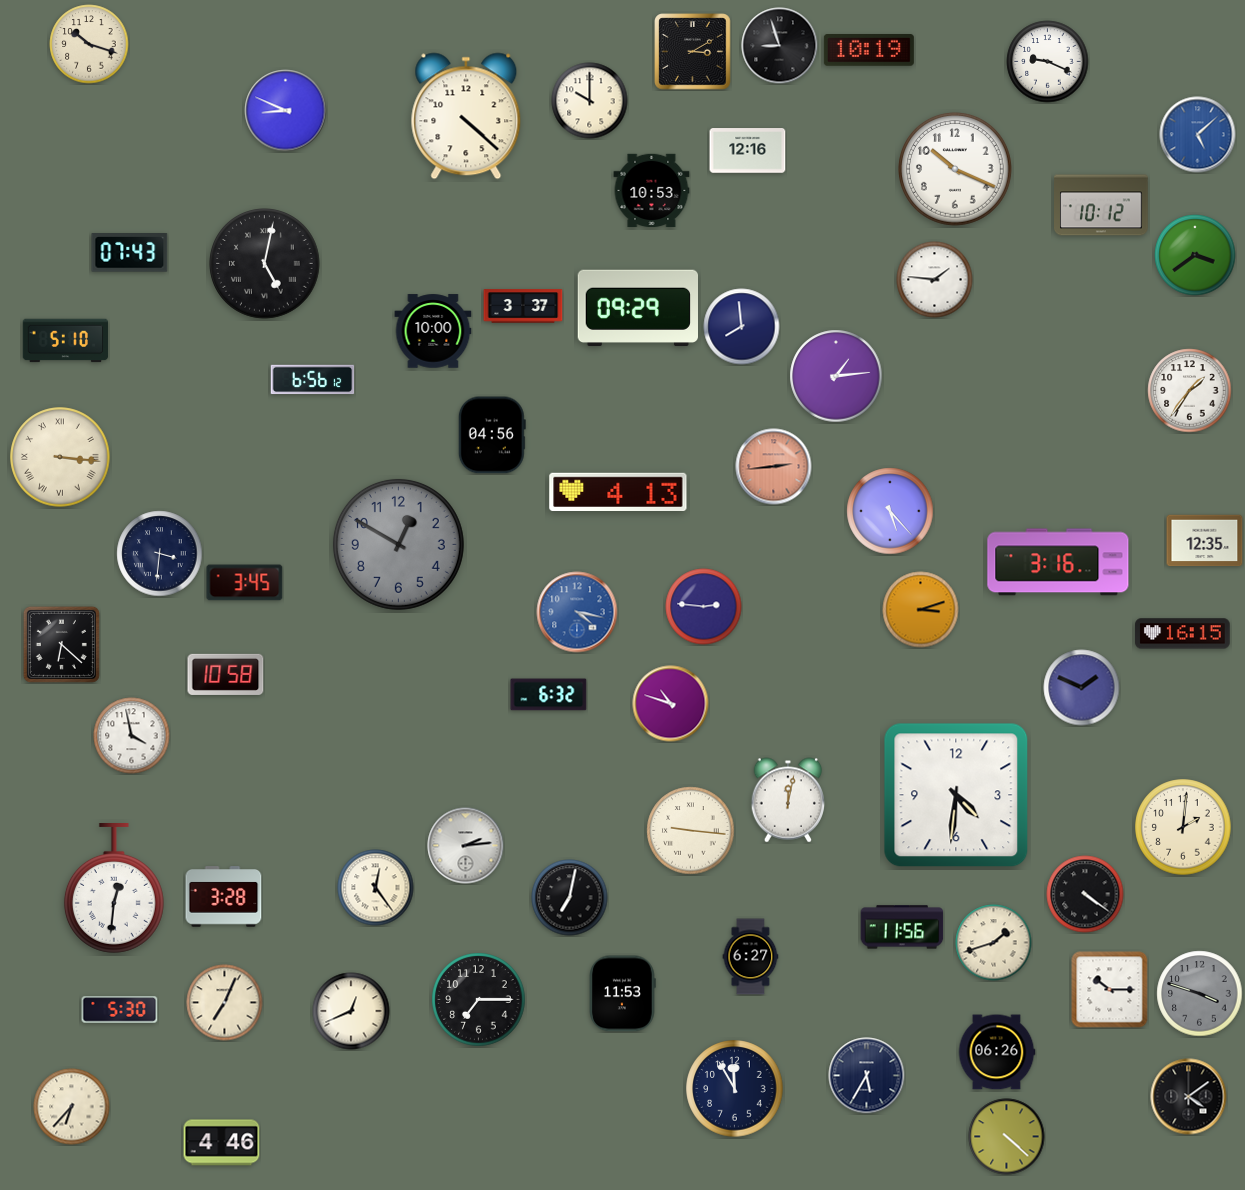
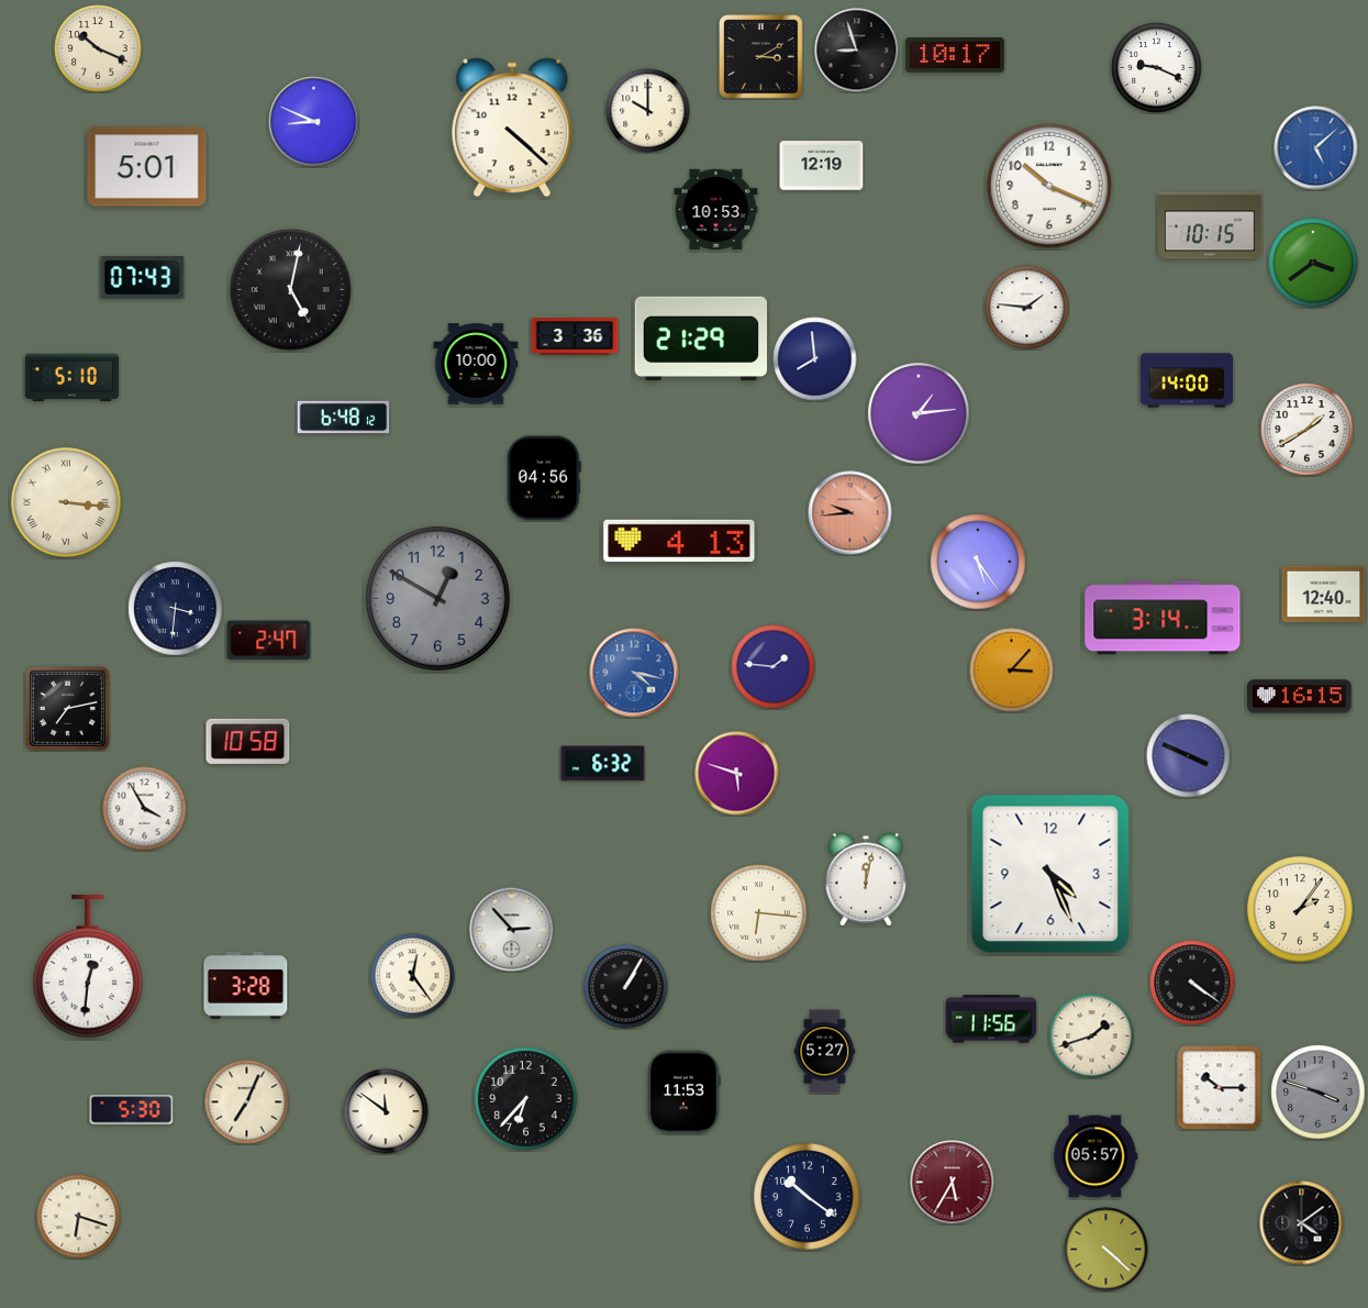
clock at (89, 44): 10:18 -> 10:19
clock at (869, 51): 10:19 -> 10:17
clock at (1048, 62) position: (1048, 62) -> (1157, 68)
clock at (748, 151): 12:16 -> 12:19
clock at (147, 167): none -> 5:01
clock at (1101, 205): 10:12 -> 10:15
clock at (1195, 255) position: (1195, 255) -> (1313, 263)
clock at (523, 306): 3:37 -> 3:36
clock at (637, 308): 09:29 -> 21:29
clock at (66, 341) position: (66, 341) -> (73, 378)
clock at (1187, 380): none -> 14:00
clock at (313, 380): 6:56 -> 6:48
clock at (1190, 391): 1:36 -> 1:40
clock at (492, 435) position: (492, 435) -> (544, 478)
clock at (774, 467): 2:44 -> 9:44
clock at (890, 511): 5:23 -> 5:24
clock at (1205, 541): 12:35 -> 12:40
clock at (1058, 562): 3:16 -> 3:14
clock at (245, 583): 3:45 -> 2:47
clock at (704, 607): 2:46 -> 1:46
clock at (921, 610): 3:12 -> 3:07
clock at (61, 644): 6:22 -> 7:13
clock at (1082, 688): 1:49 -> 3:49
clock at (671, 704): 10:48 -> 5:48
clock at (132, 736): 3:58 -> 3:55
clock at (956, 795): 4:31 -> 4:26
clock at (1183, 827): 2:01 -> 2:06
clock at (691, 831): 9:16 -> 6:16
clock at (466, 846): 2:14 -> 2:53
clock at (114, 889) position: (114, 889) -> (88, 967)
clock at (570, 898): 7:02 -> 1:05
clock at (751, 957): 6:27 -> 5:27
clock at (479, 1000): 7:15 -> 6:37
clock at (351, 1011): 12:41 -> 11:51
clock at (997, 1052): 06:26 -> 05:57
clock at (867, 1076) dial: navy -> burgundy
clock at (735, 1089): 11:55 -> 10:21
clock at (1189, 1097) position: (1189, 1097) -> (1302, 1223)
clock at (72, 1107): 6:37 -> 6:18
clock at (222, 1143): 4:46 -> none
